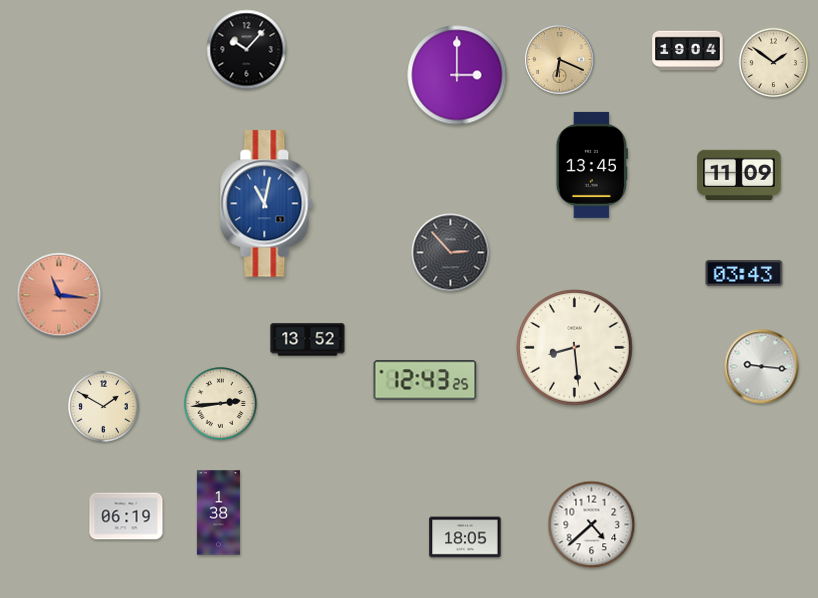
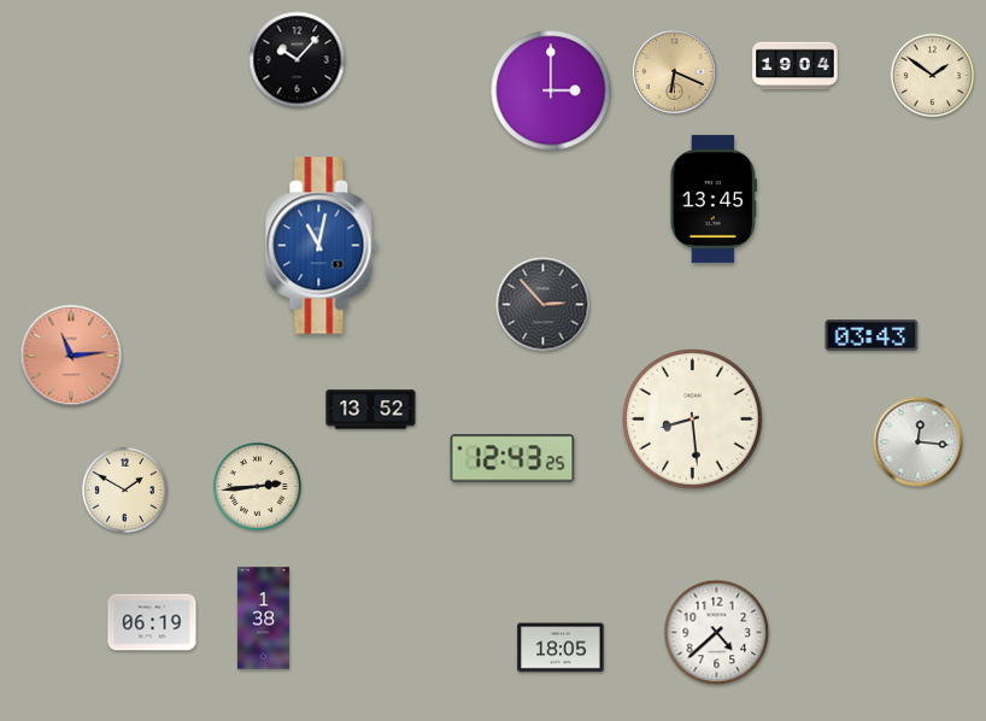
clock at (688, 51) position: (688, 51) -> (796, 66)
clock at (739, 175): 11:09 -> none
clock at (744, 273) position: (744, 273) -> (871, 335)
clock at (59, 295): 11:16 -> 11:14
clock at (762, 367): 9:16 -> 12:16
clock at (221, 404) position: (221, 404) -> (258, 487)
clock at (592, 525) position: (592, 525) -> (717, 633)
